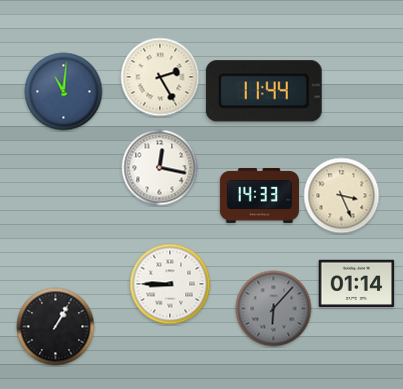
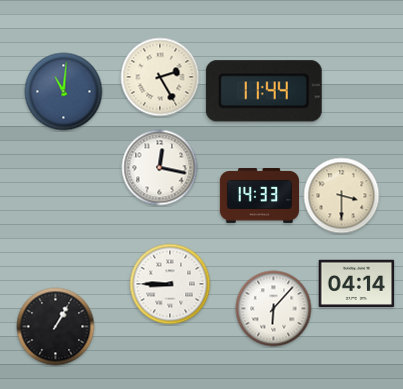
clock at (342, 196): 3:26 -> 3:30
clock at (357, 284): 01:14 -> 04:14
clock at (274, 309) dial: grey -> white
